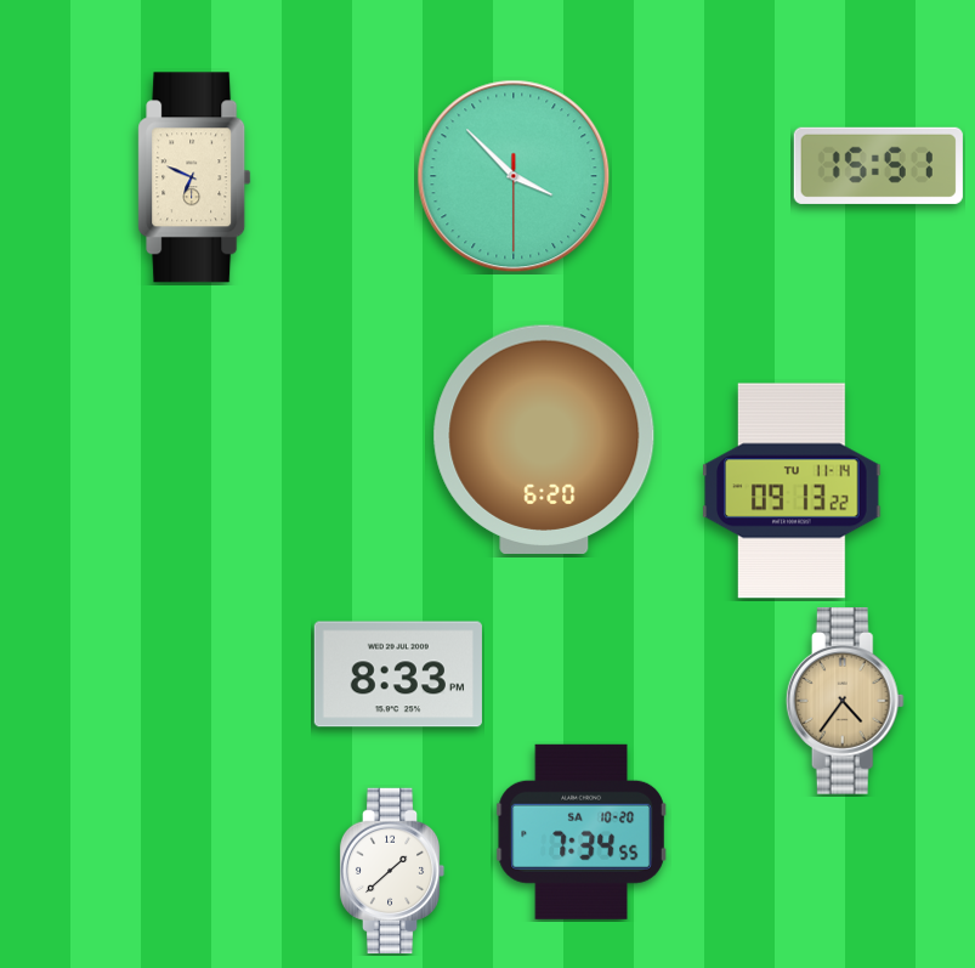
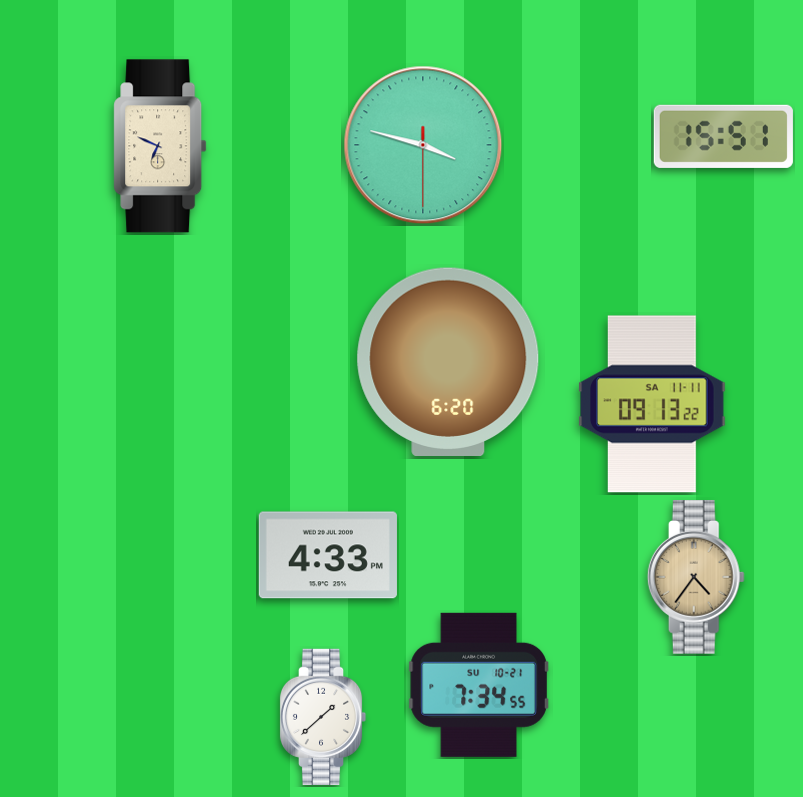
clock at (514, 176): 3:52 -> 3:47
clock at (792, 491) date: TU 11-14 -> SA 11-11
clock at (398, 674): 8:33 -> 4:33
clock at (582, 832) date: SA 10-20 -> SU 10-21
